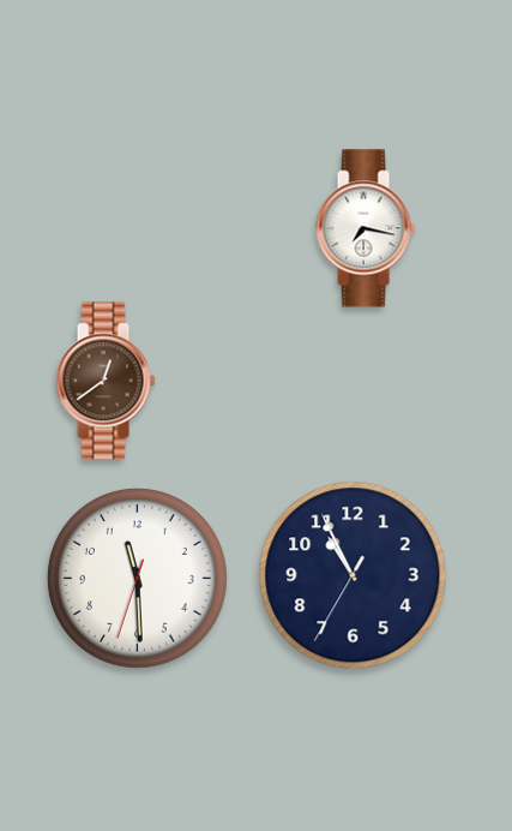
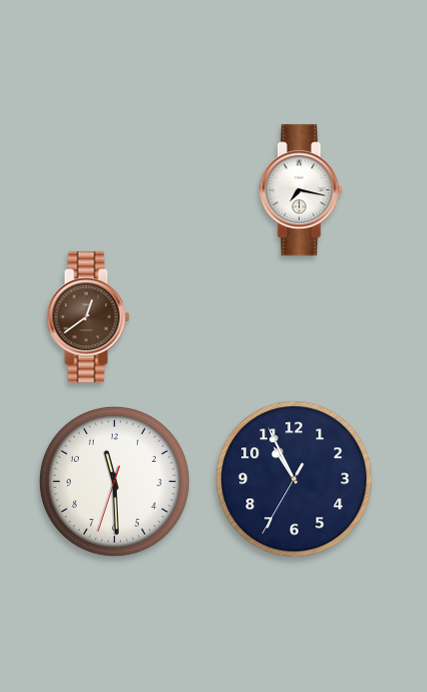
clock at (366, 228) position: (366, 228) -> (301, 190)
